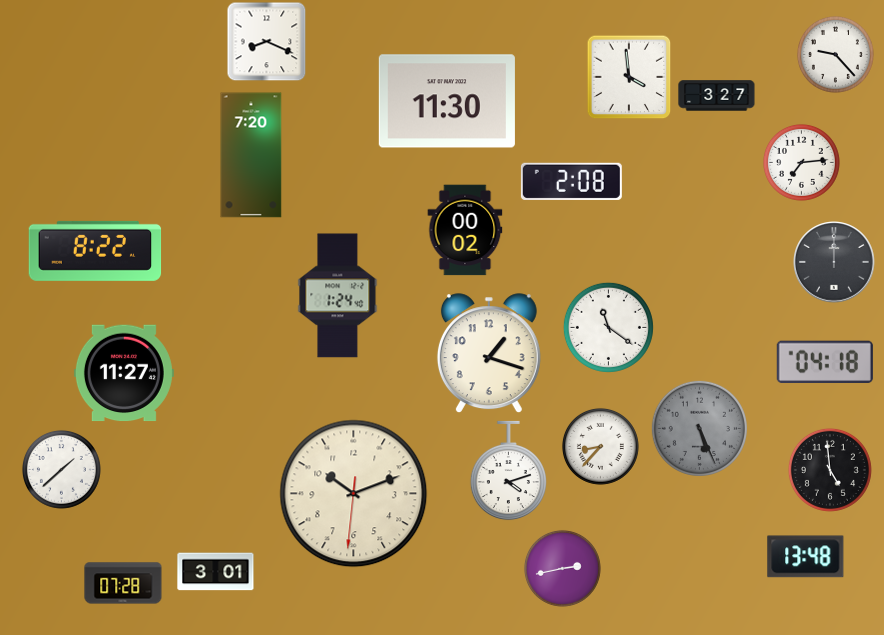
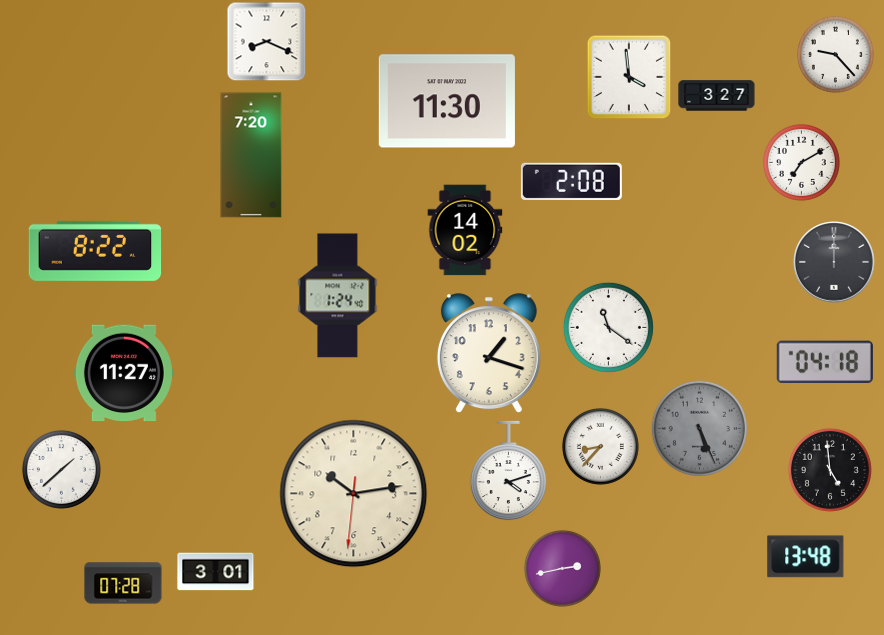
clock at (801, 162): 7:14 -> 7:10
clock at (465, 230): 00:02 -> 14:02
clock at (354, 494): 10:11 -> 10:13
